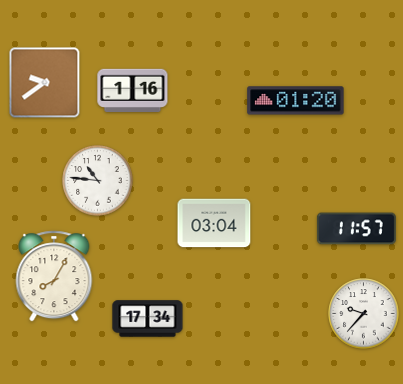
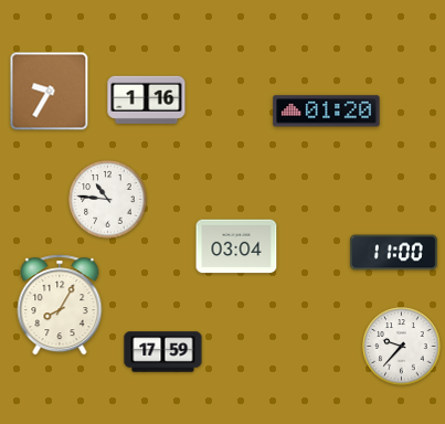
clock at (45, 83): 9:39 -> 9:35
clock at (356, 229): 11:57 -> 11:00
clock at (148, 319): 17:34 -> 17:59
